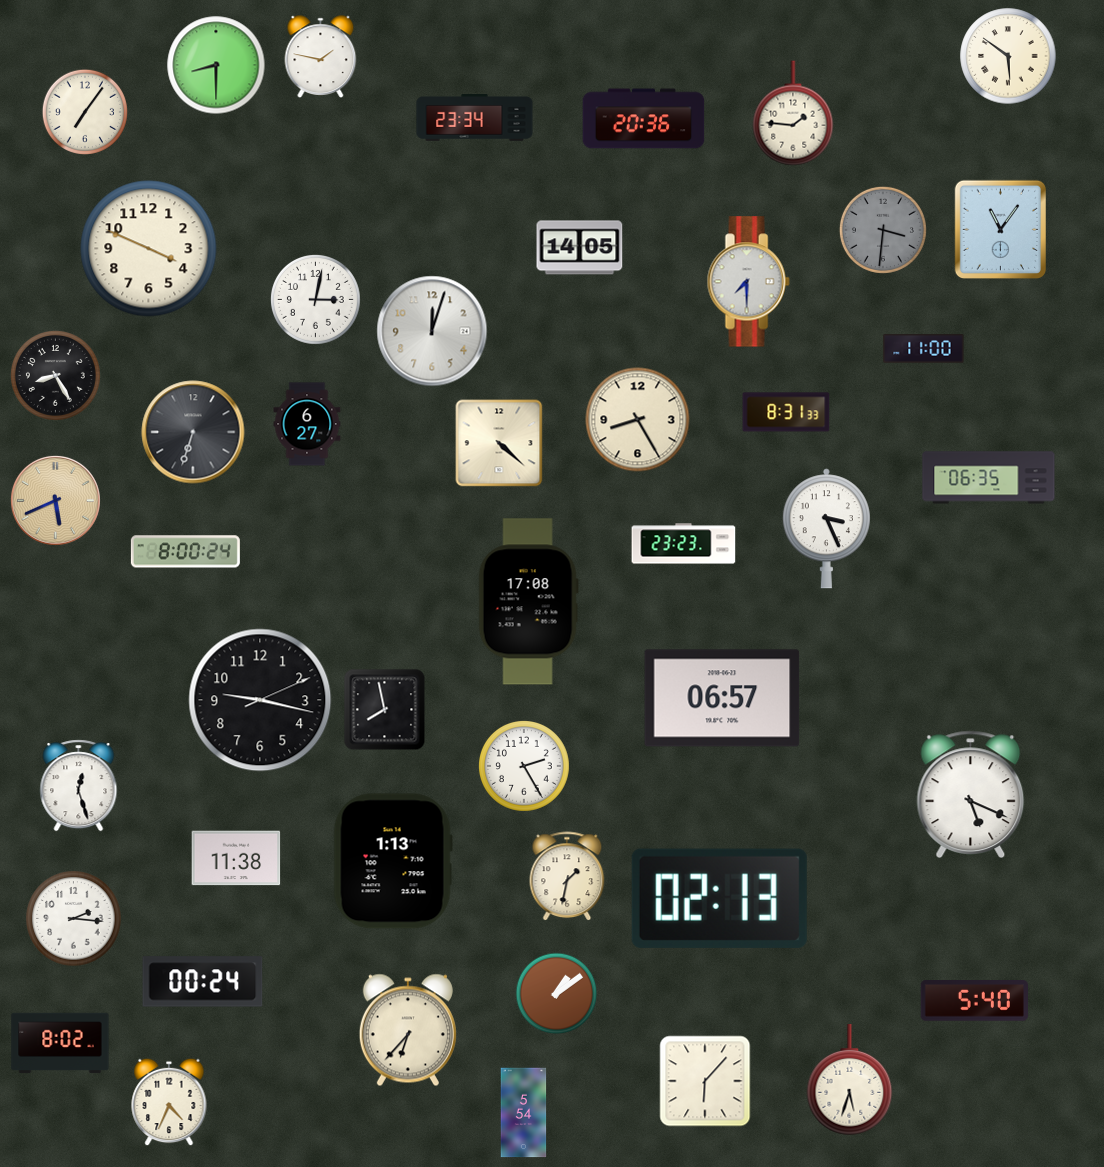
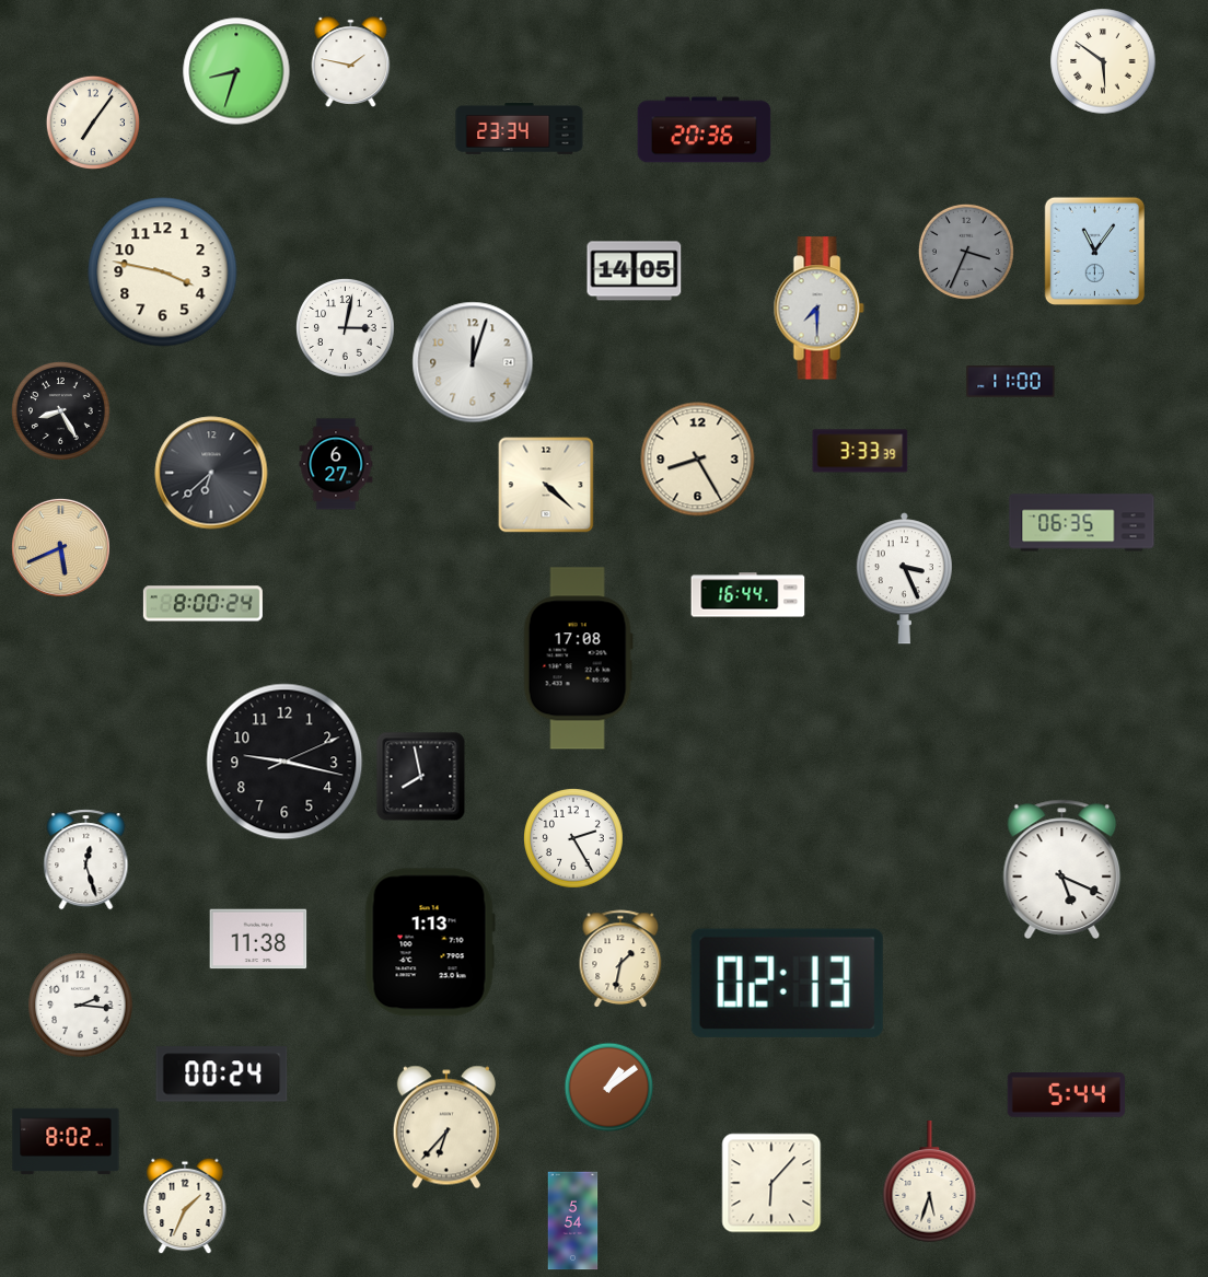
clock at (216, 65): 8:30 -> 8:33
clock at (793, 113): 1:46 -> none
clock at (883, 230): 3:31 -> 3:34
clock at (149, 249): 3:49 -> 3:47
clock at (786, 412): 8:31 -> 3:33
clock at (193, 432): 6:33 -> 6:38
clock at (684, 544): 23:23 -> 16:44
clock at (722, 698): 06:57 -> none
clock at (260, 700) position: (260, 700) -> (284, 762)
clock at (974, 1001): 5:40 -> 5:44
clock at (169, 1102): 4:34 -> 1:34
clock at (524, 1113) position: (524, 1113) -> (573, 1221)
